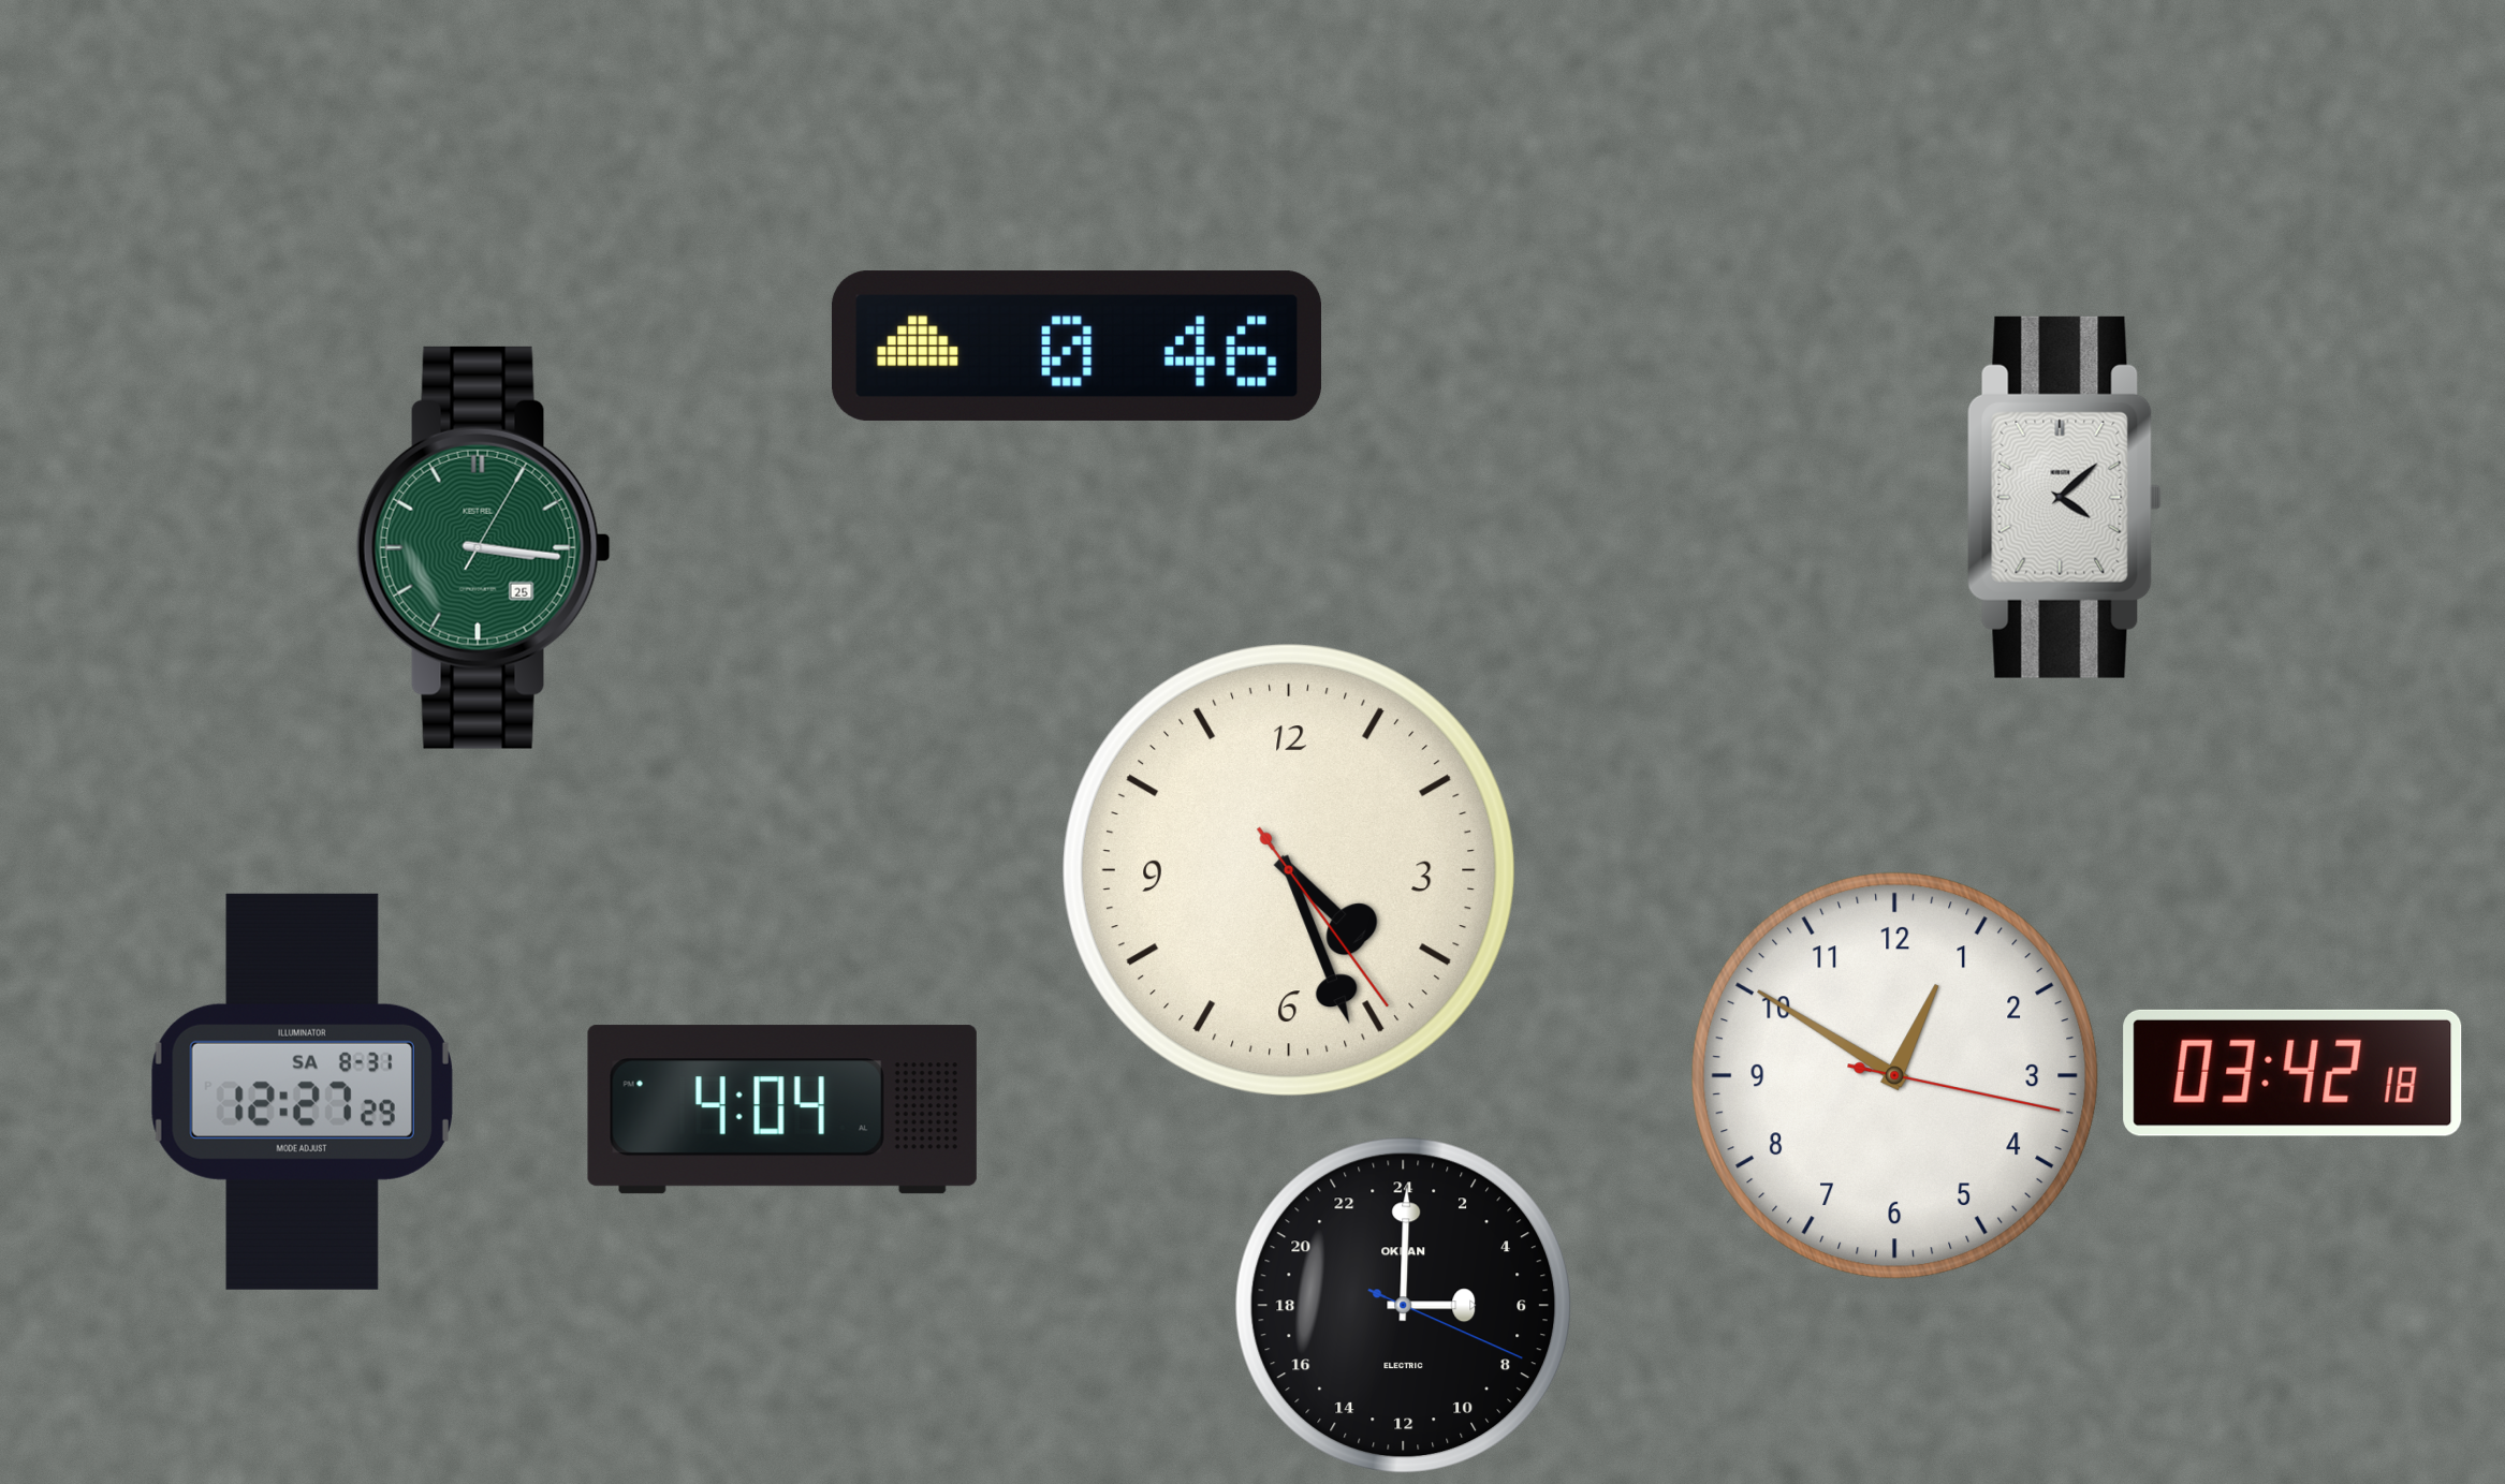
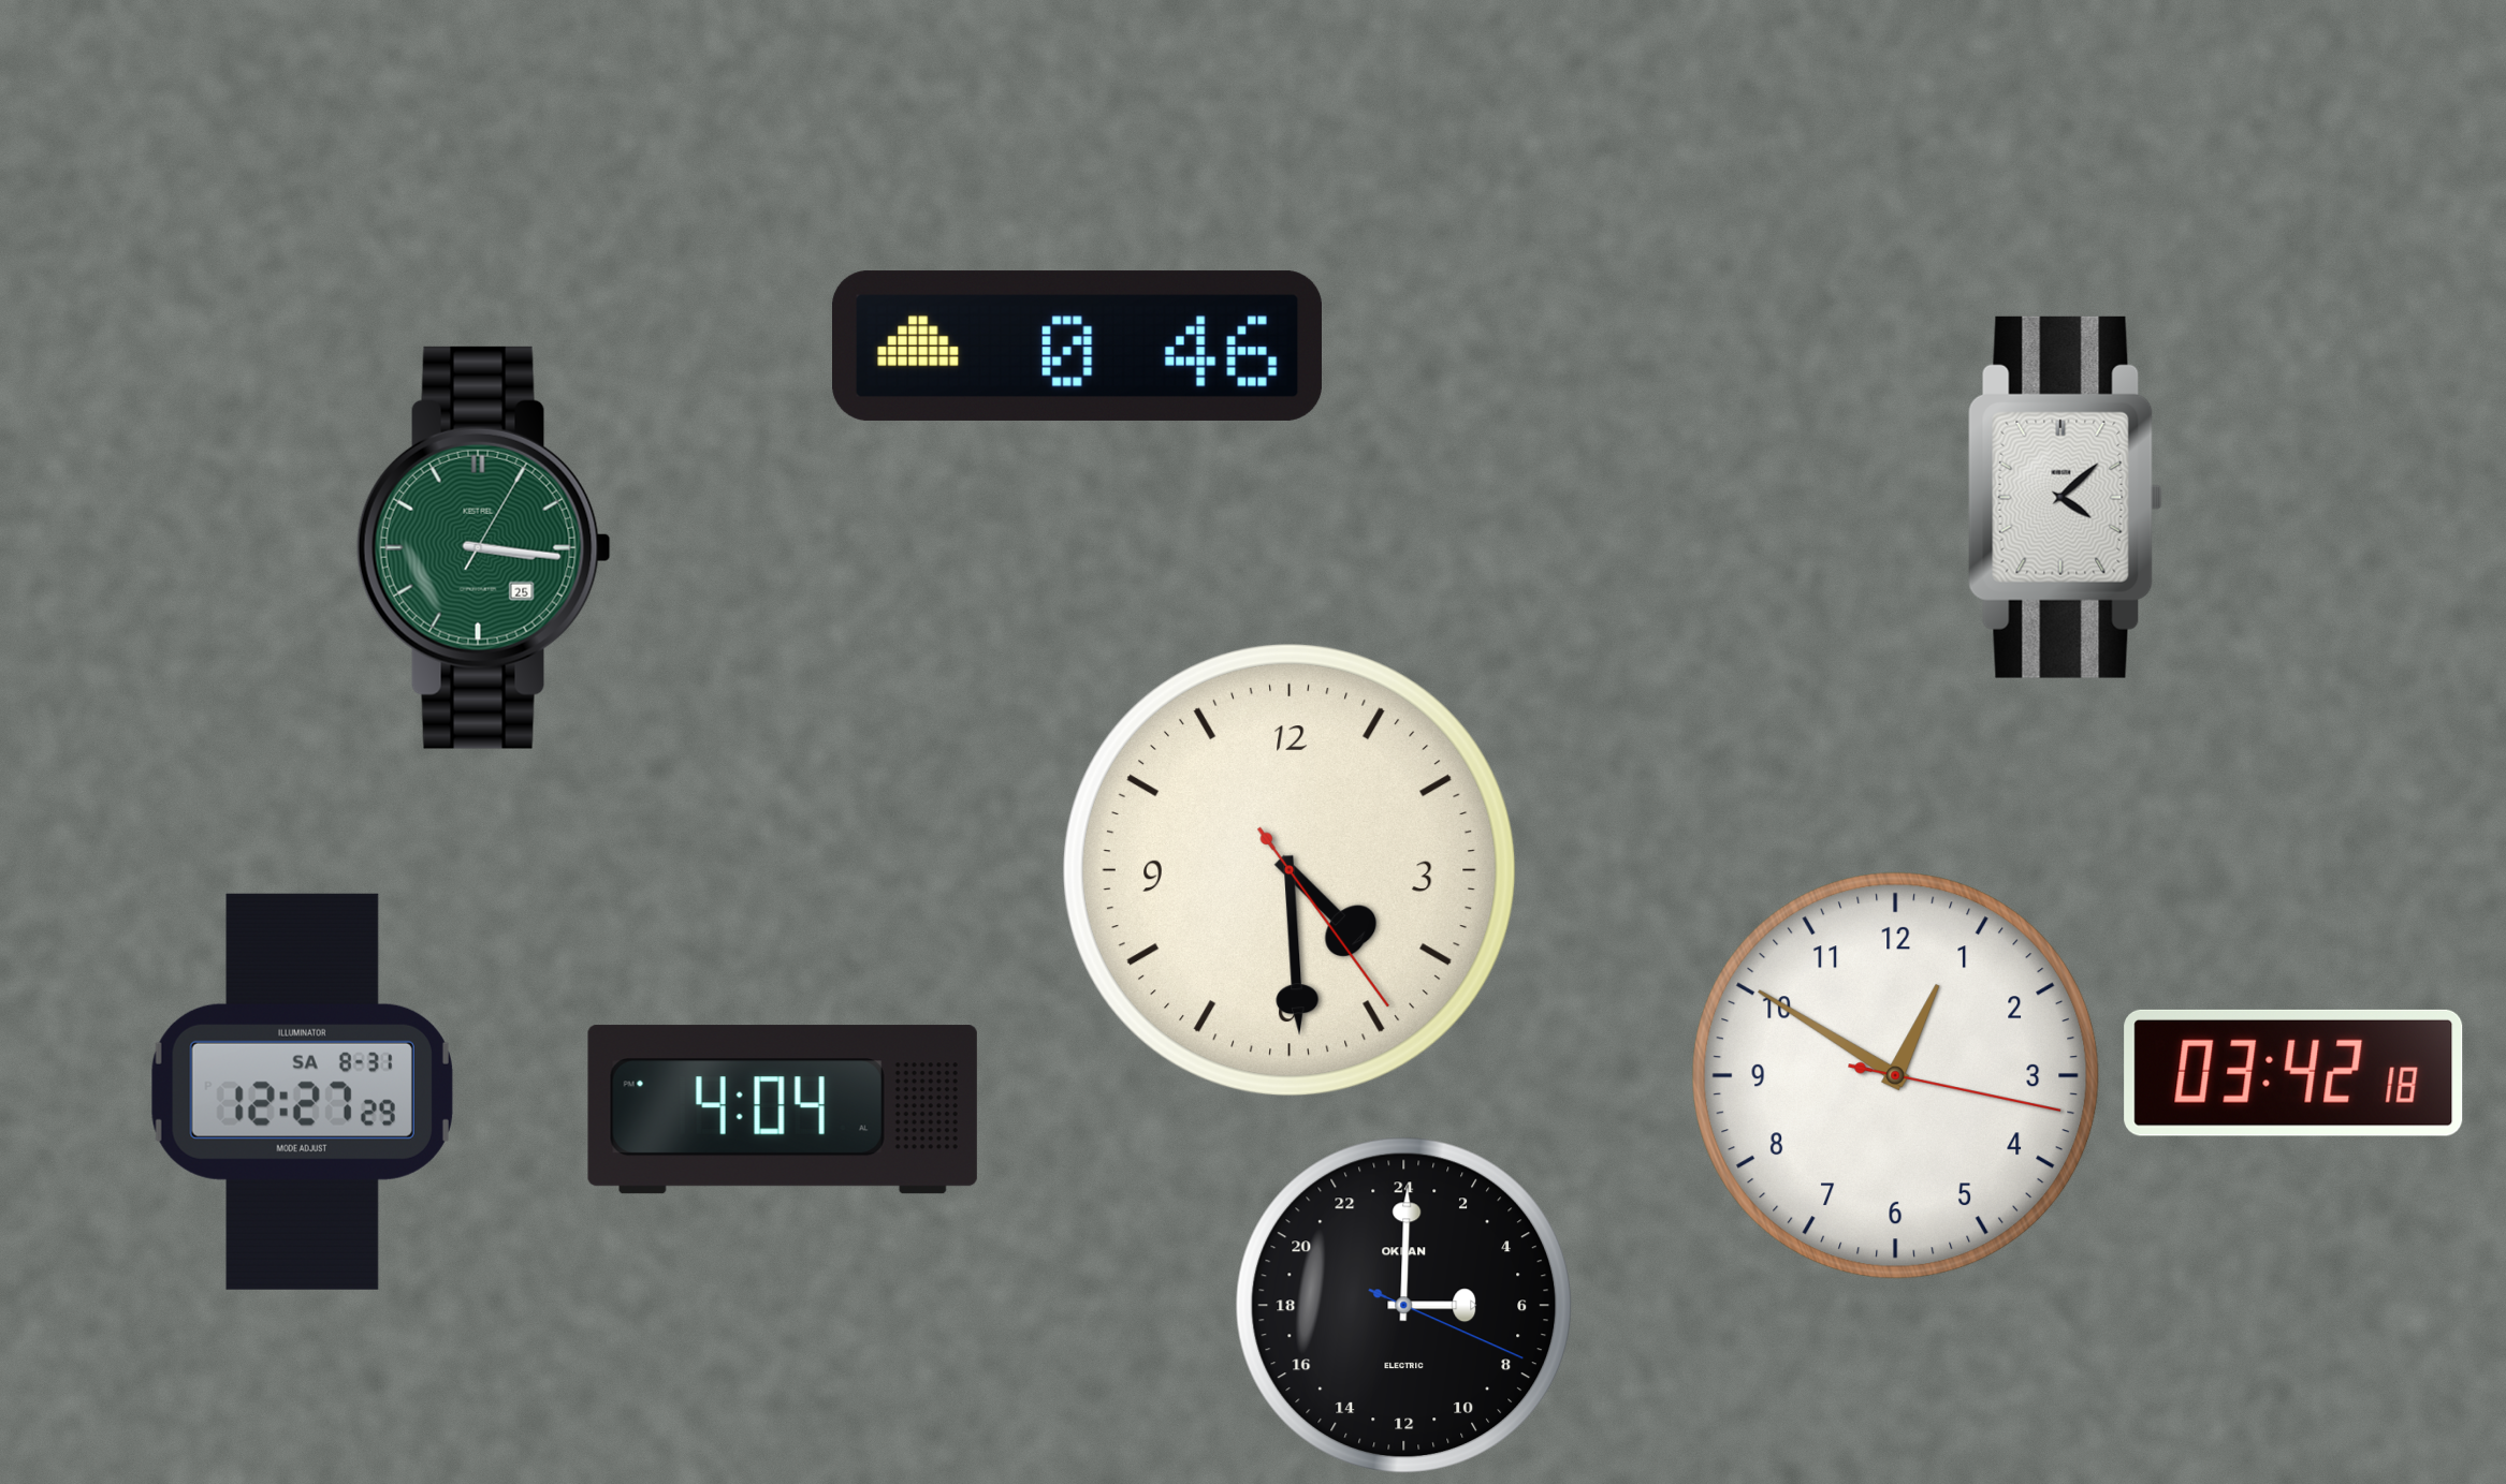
clock at (1289, 870): 4:26 -> 4:29
